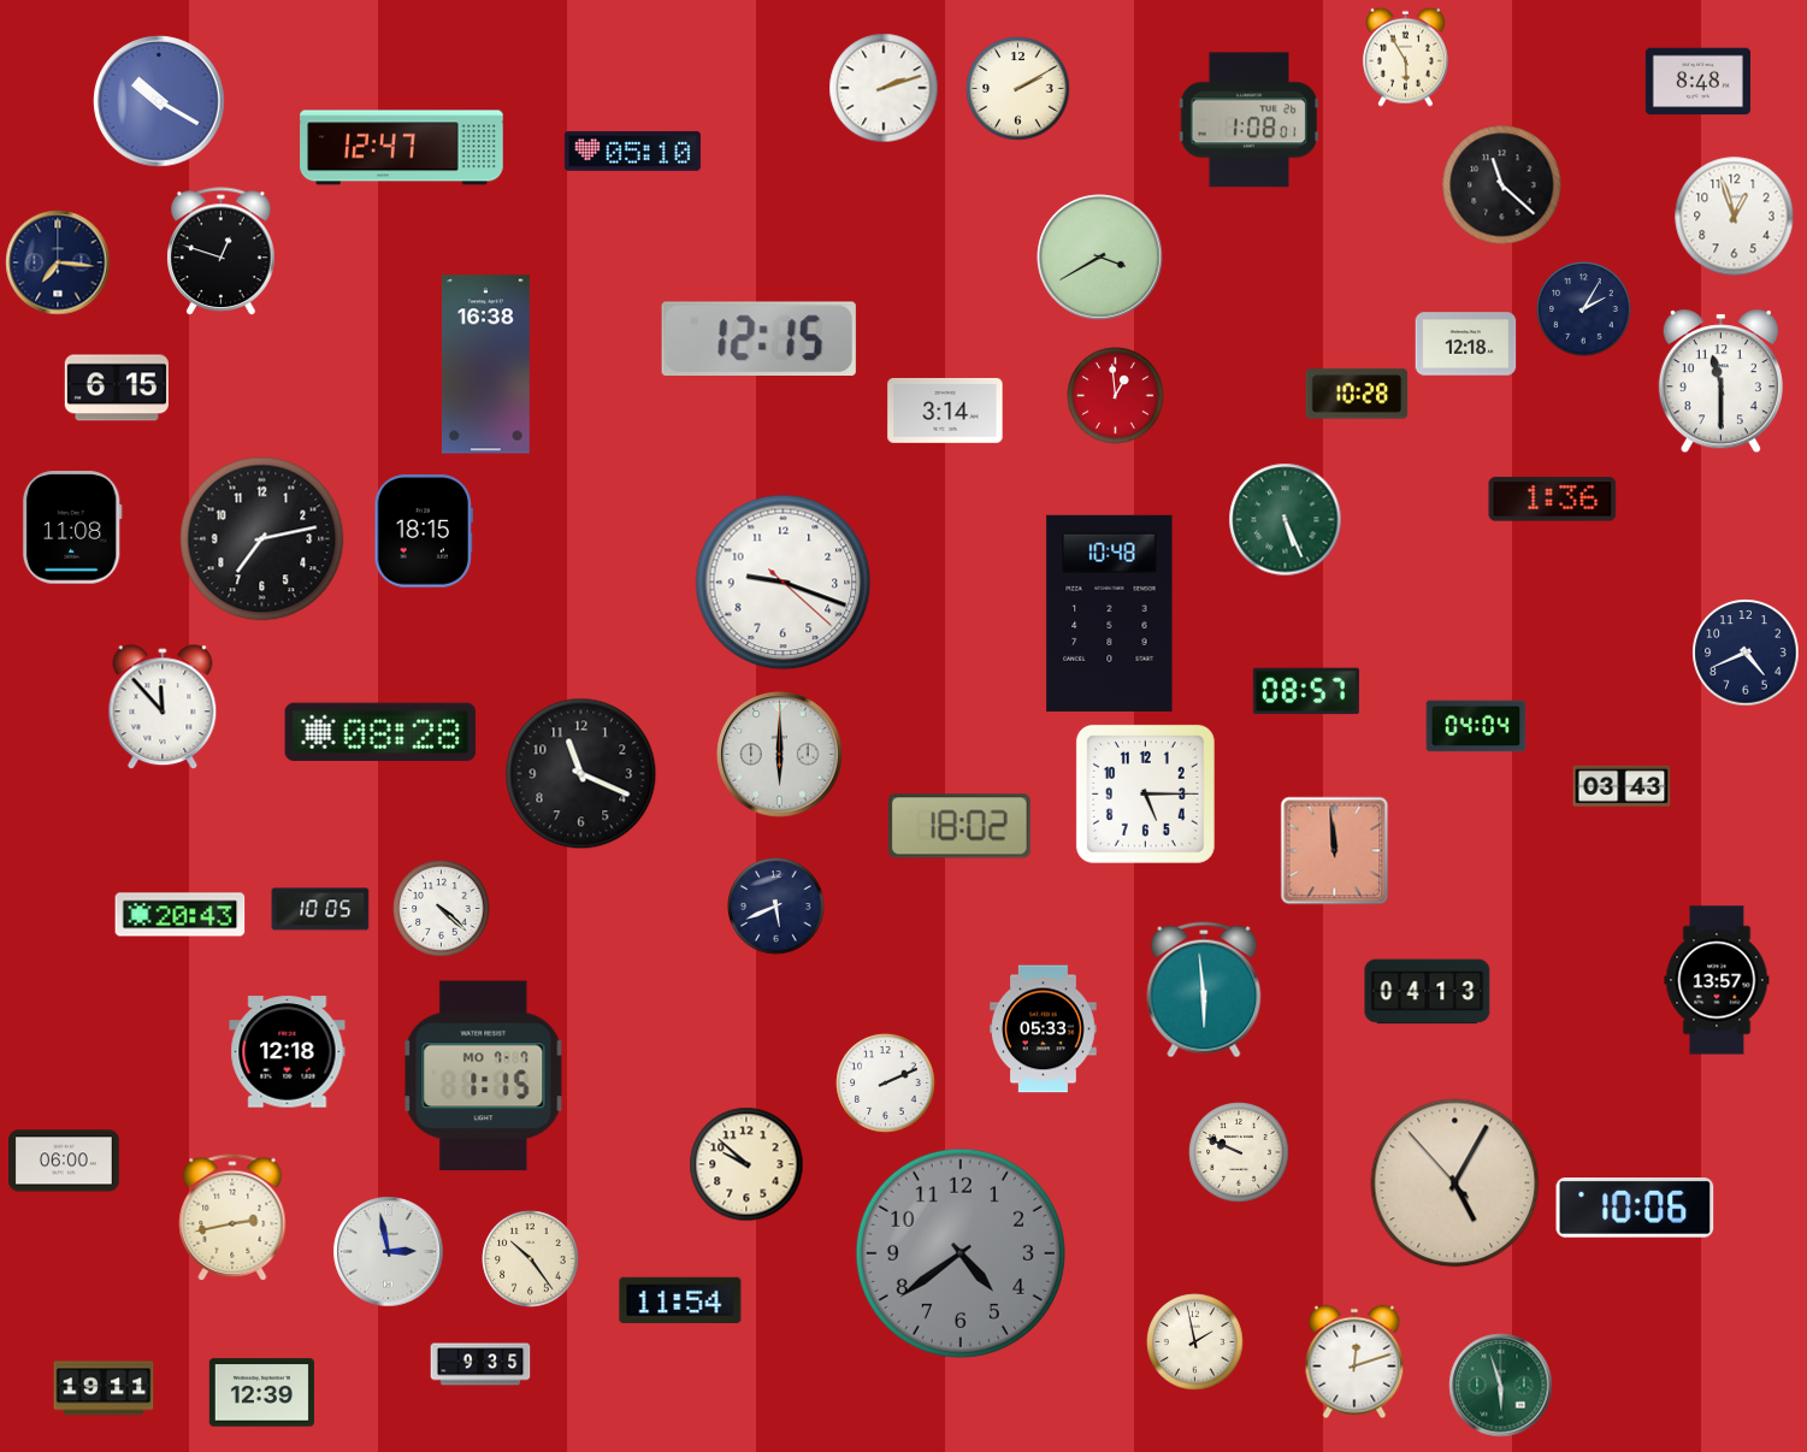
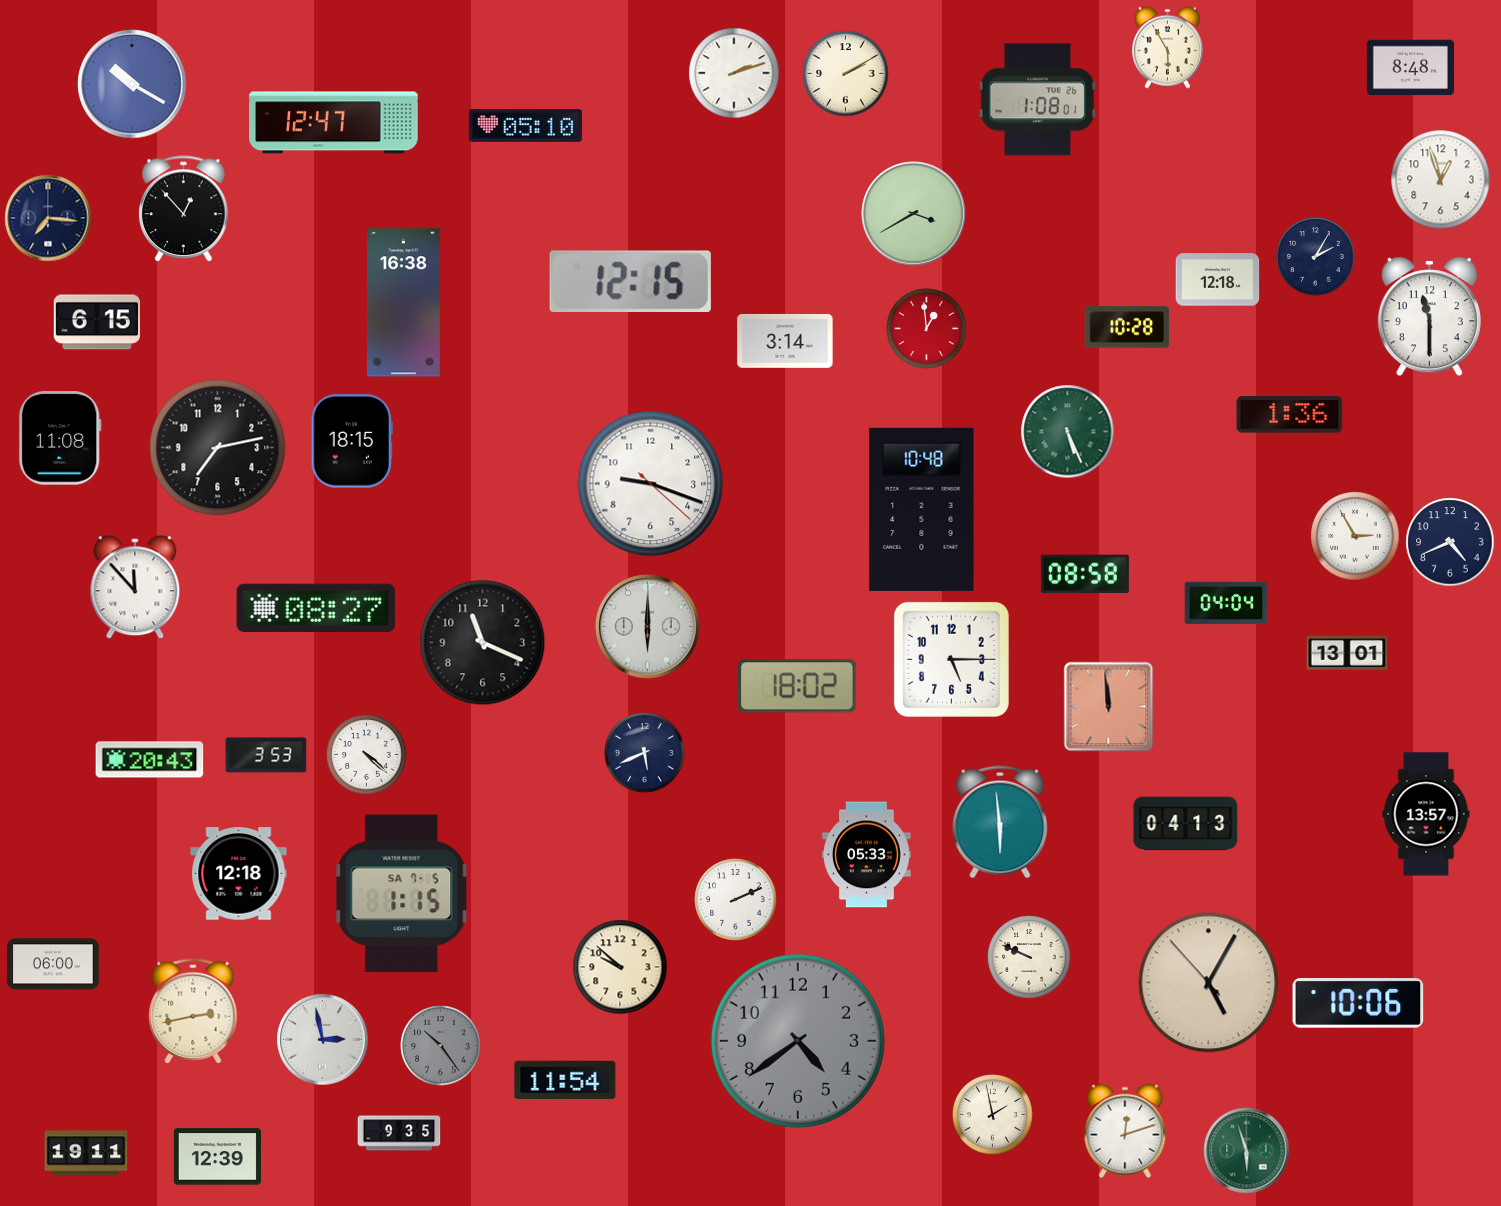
clock at (1502, 185): 11:22 -> none
clock at (222, 252): 12:48 -> 12:53
clock at (1466, 344) position: (1466, 344) -> (1218, 280)
clock at (1355, 536): none -> 2:55
clock at (1306, 691): 08:57 -> 08:58
clock at (380, 732): 08:28 -> 08:27
clock at (1622, 786): 03:43 -> 13:01
clock at (320, 909): 10:05 -> 3:53
clock at (484, 1076) date: MO 7-7 -> SA 7-5
clock at (531, 1259) dial: cream -> grey
